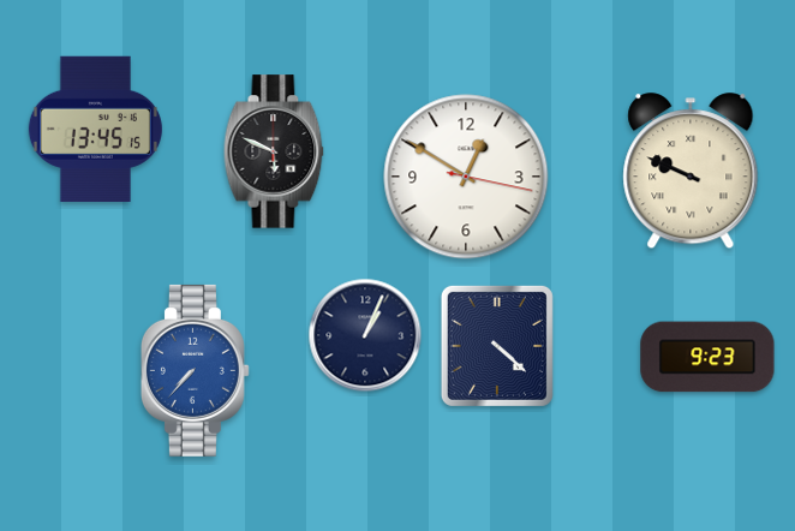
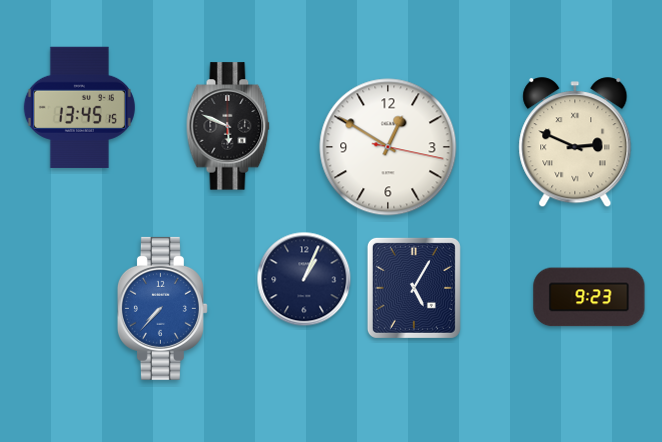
clock at (691, 172): 9:49 -> 2:49
clock at (497, 346): 4:22 -> 5:05
